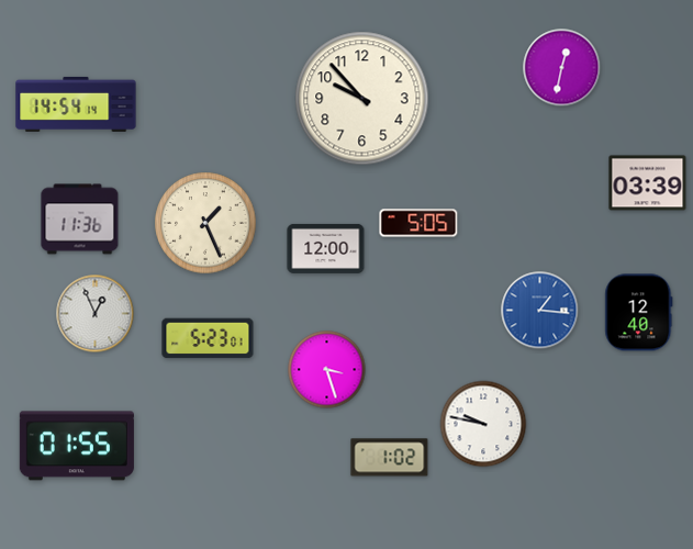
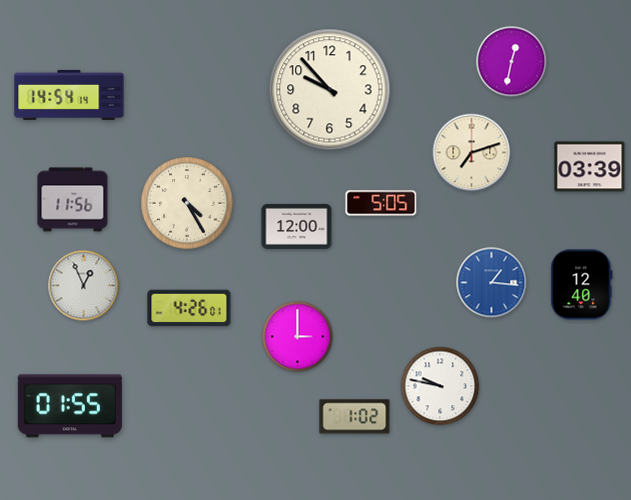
clock at (472, 153): none -> 7:12
clock at (80, 220): 11:36 -> 11:56
clock at (205, 223): 1:26 -> 4:25
clock at (96, 314) position: (96, 314) -> (84, 286)
clock at (208, 338): 5:23 -> 4:26
clock at (327, 370): 3:27 -> 3:00
